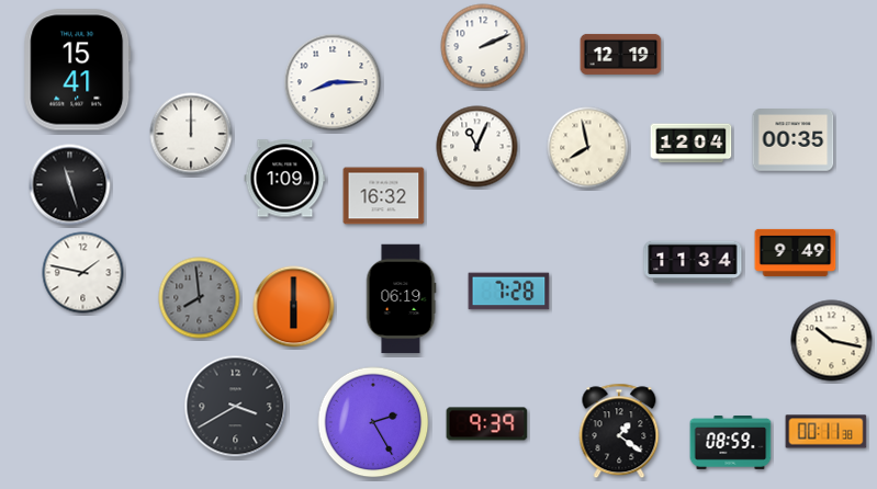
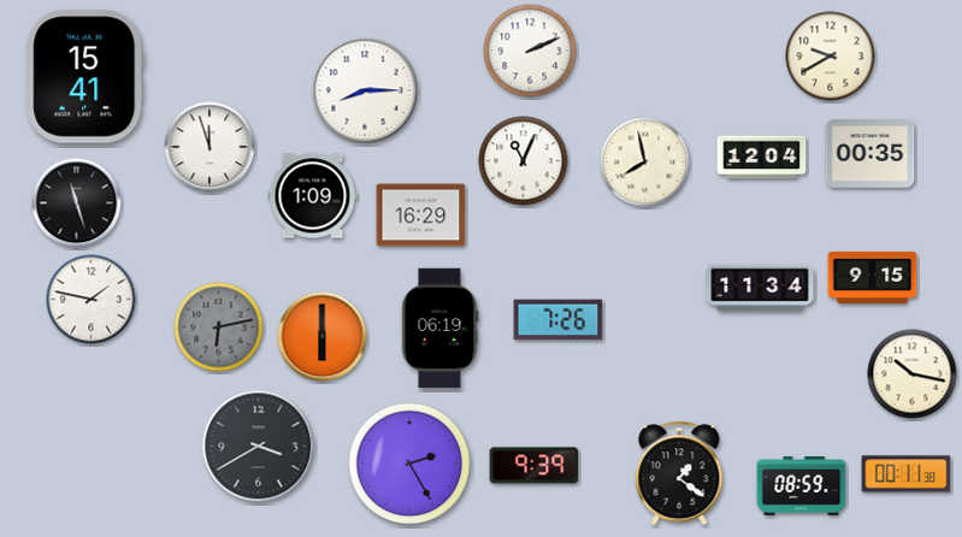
clock at (831, 57): none -> 9:40
clock at (621, 54): 12:19 -> none
clock at (191, 134): 12:00 -> 11:57
clock at (692, 144) position: (692, 144) -> (762, 158)
clock at (384, 196): 16:32 -> 16:29
clock at (796, 252): 9:49 -> 9:15
clock at (509, 292): 7:28 -> 7:26
clock at (200, 298): 7:59 -> 6:13
